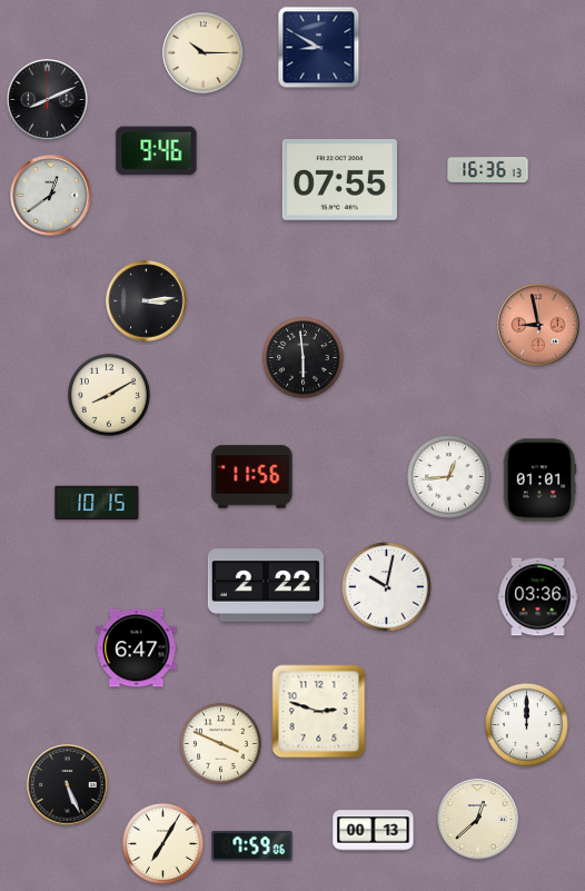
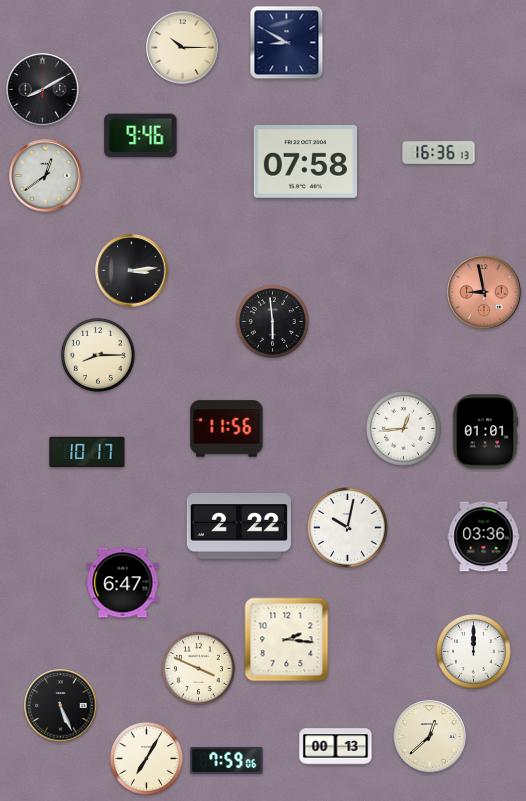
clock at (48, 100): 8:11 -> 8:10
clock at (339, 180): 07:55 -> 07:58
clock at (109, 395): 8:10 -> 8:15
clock at (97, 503): 10:15 -> 10:17
clock at (319, 712): 2:48 -> 2:16
